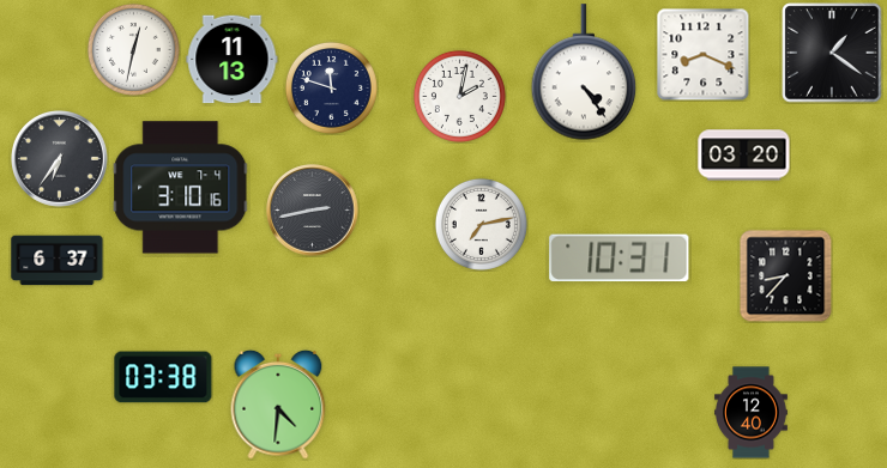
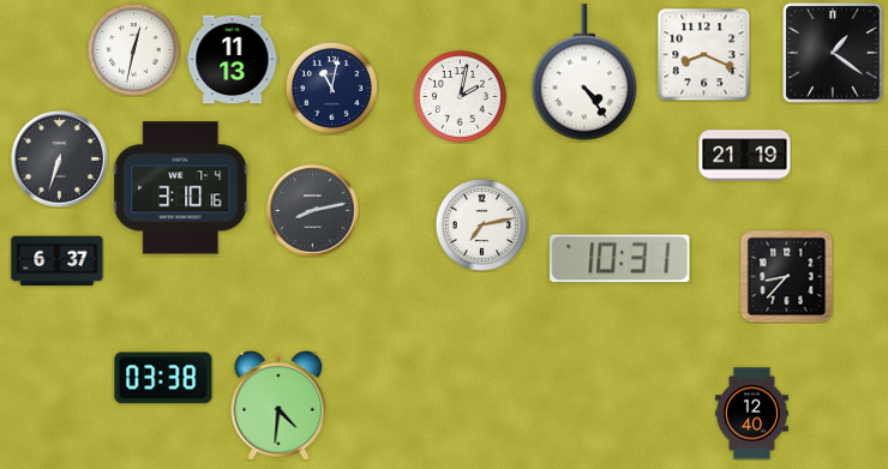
clock at (331, 87): 11:48 -> 11:02
clock at (744, 156): 03:20 -> 21:19
clock at (60, 159): 6:36 -> 6:33
clock at (313, 211): 2:43 -> 8:13
